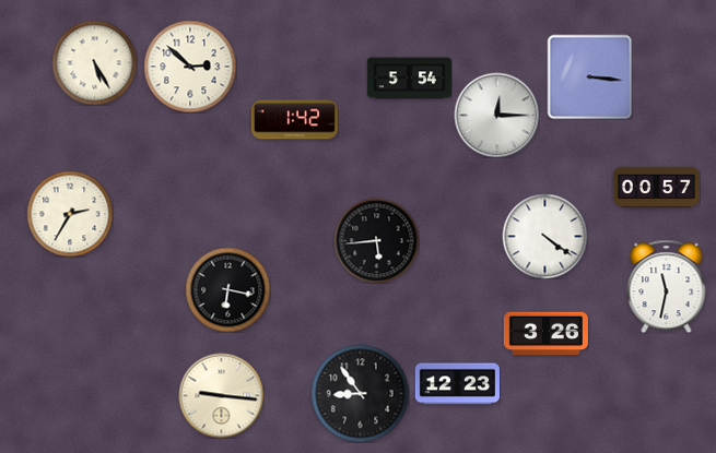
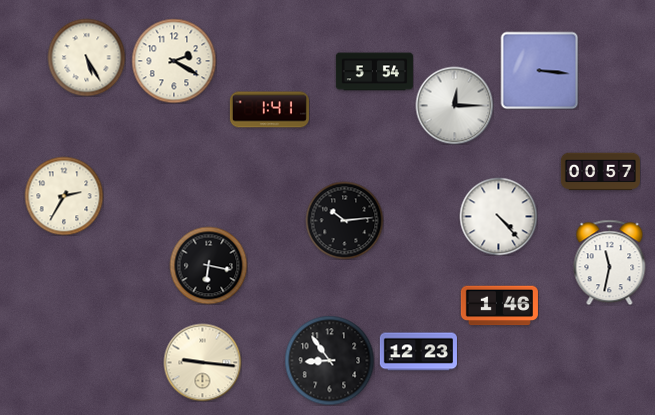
clock at (190, 67): 2:52 -> 2:20
clock at (294, 120): 1:42 -> 1:41
clock at (544, 236): 4:21 -> 4:23
clock at (376, 240): 5:44 -> 10:14
clock at (545, 334): 3:26 -> 1:46
